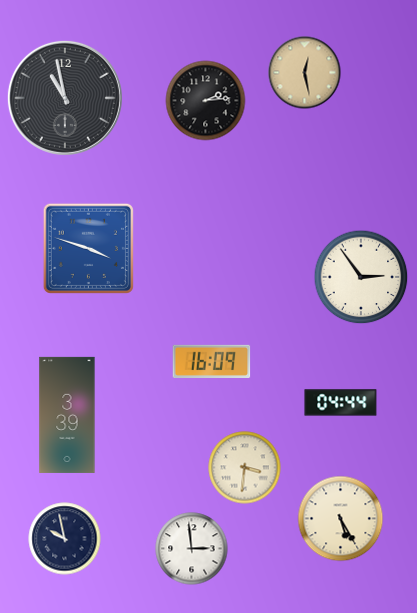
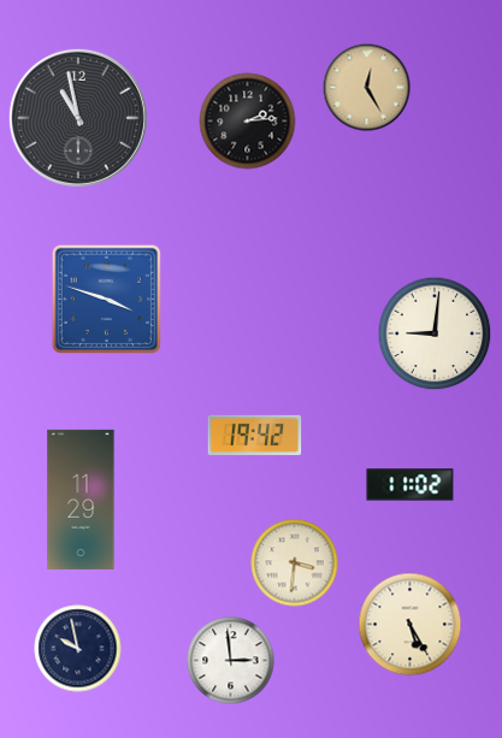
clock at (305, 73): 12:28 -> 12:25
clock at (361, 277): 2:54 -> 9:01
clock at (212, 361): 16:09 -> 19:42
clock at (341, 403): 04:44 -> 11:02
clock at (67, 415): 3:39 -> 11:29
